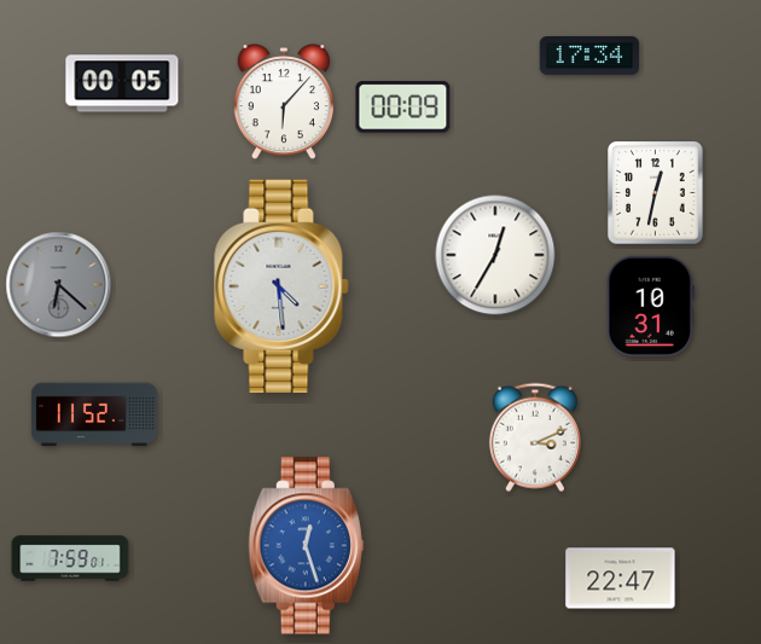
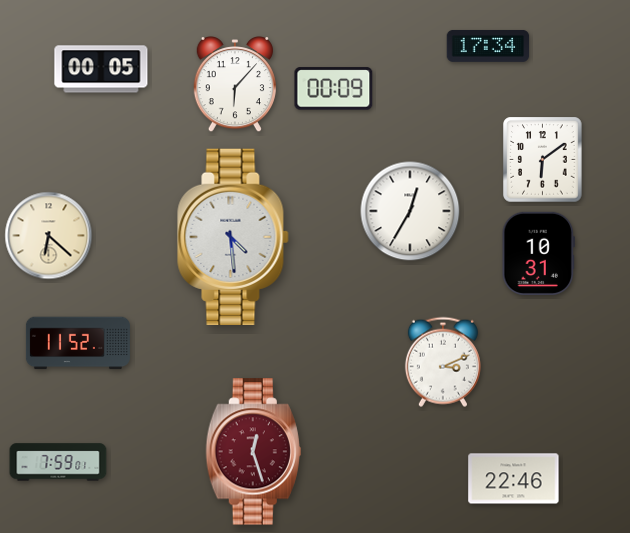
clock at (656, 193): 12:32 -> 6:09
clock at (59, 285) dial: grey -> cream
clock at (306, 546) dial: blue -> burgundy
clock at (621, 579): 22:47 -> 22:46
